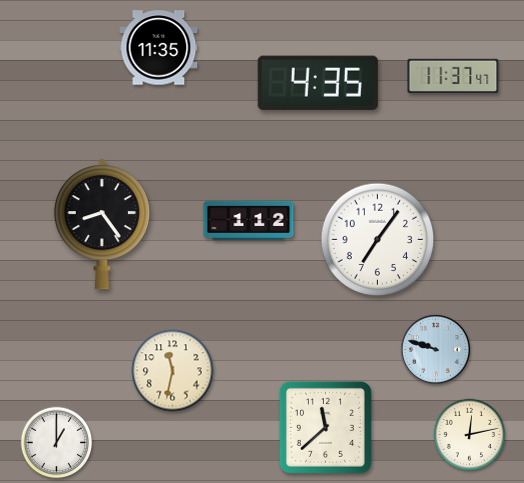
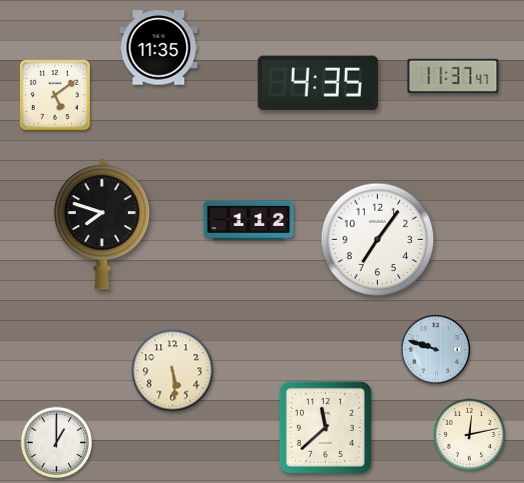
clock at (55, 95): none -> 5:09
clock at (102, 224): 8:24 -> 7:48
clock at (173, 371): 11:32 -> 5:29
